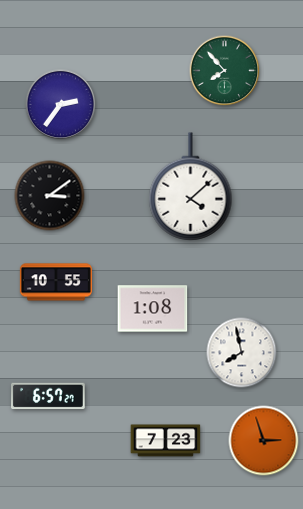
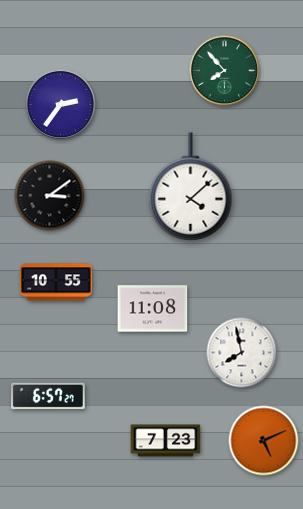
clock at (153, 309): 1:08 -> 11:08
clock at (264, 441): 2:57 -> 5:11
